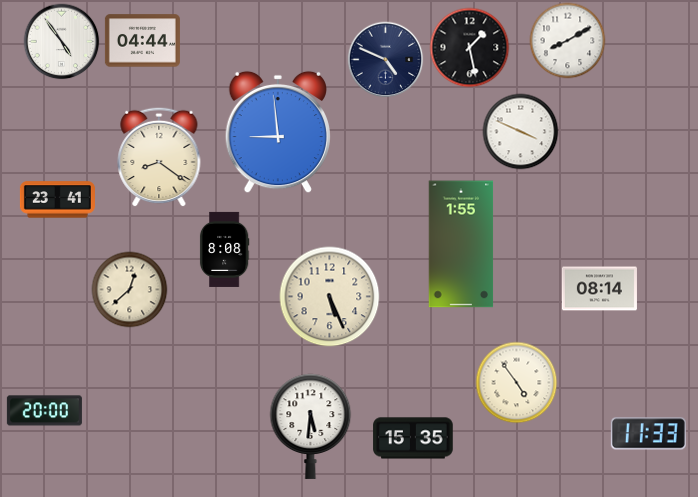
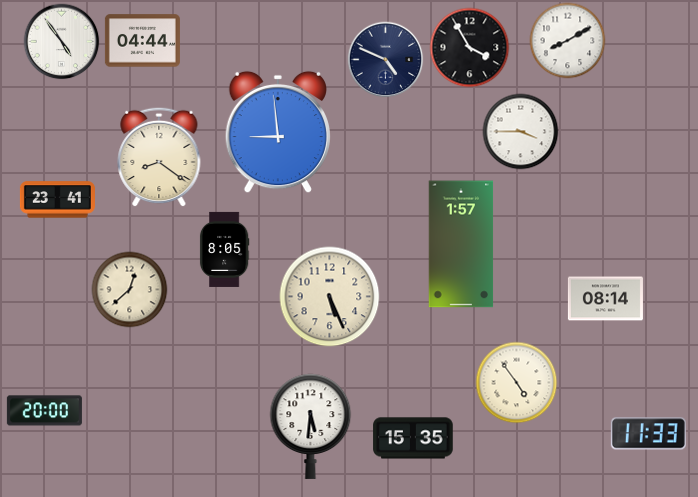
clock at (470, 48): 1:28 -> 3:55
clock at (521, 132): 3:49 -> 3:45
clock at (461, 244): 1:55 -> 1:57
clock at (224, 249): 8:08 -> 8:05
clock at (599, 289) position: (599, 289) -> (605, 299)
